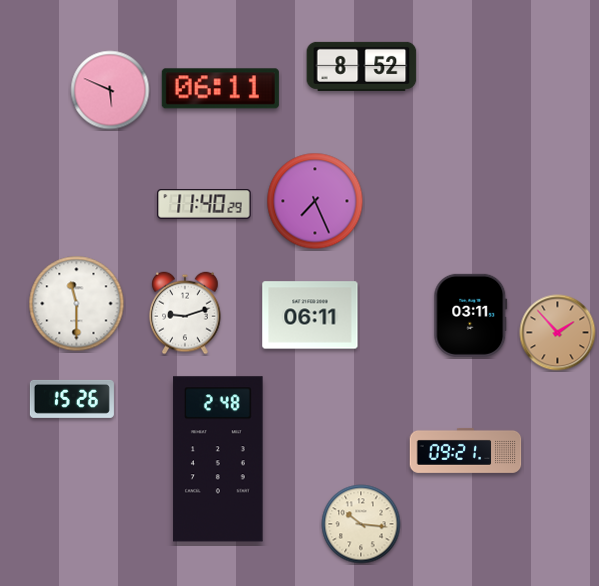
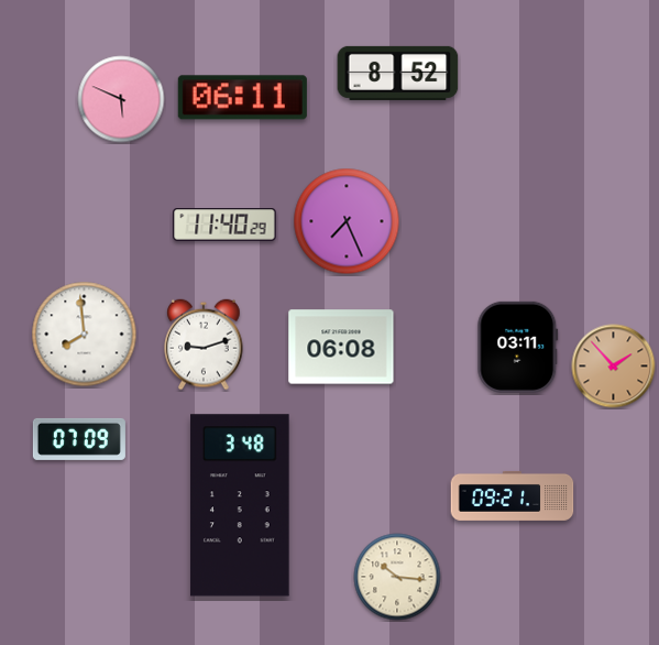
clock at (77, 304): 11:30 -> 7:59
clock at (310, 315): 06:11 -> 06:08
clock at (72, 399): 15:26 -> 07:09
clock at (218, 459): 2:48 -> 3:48
